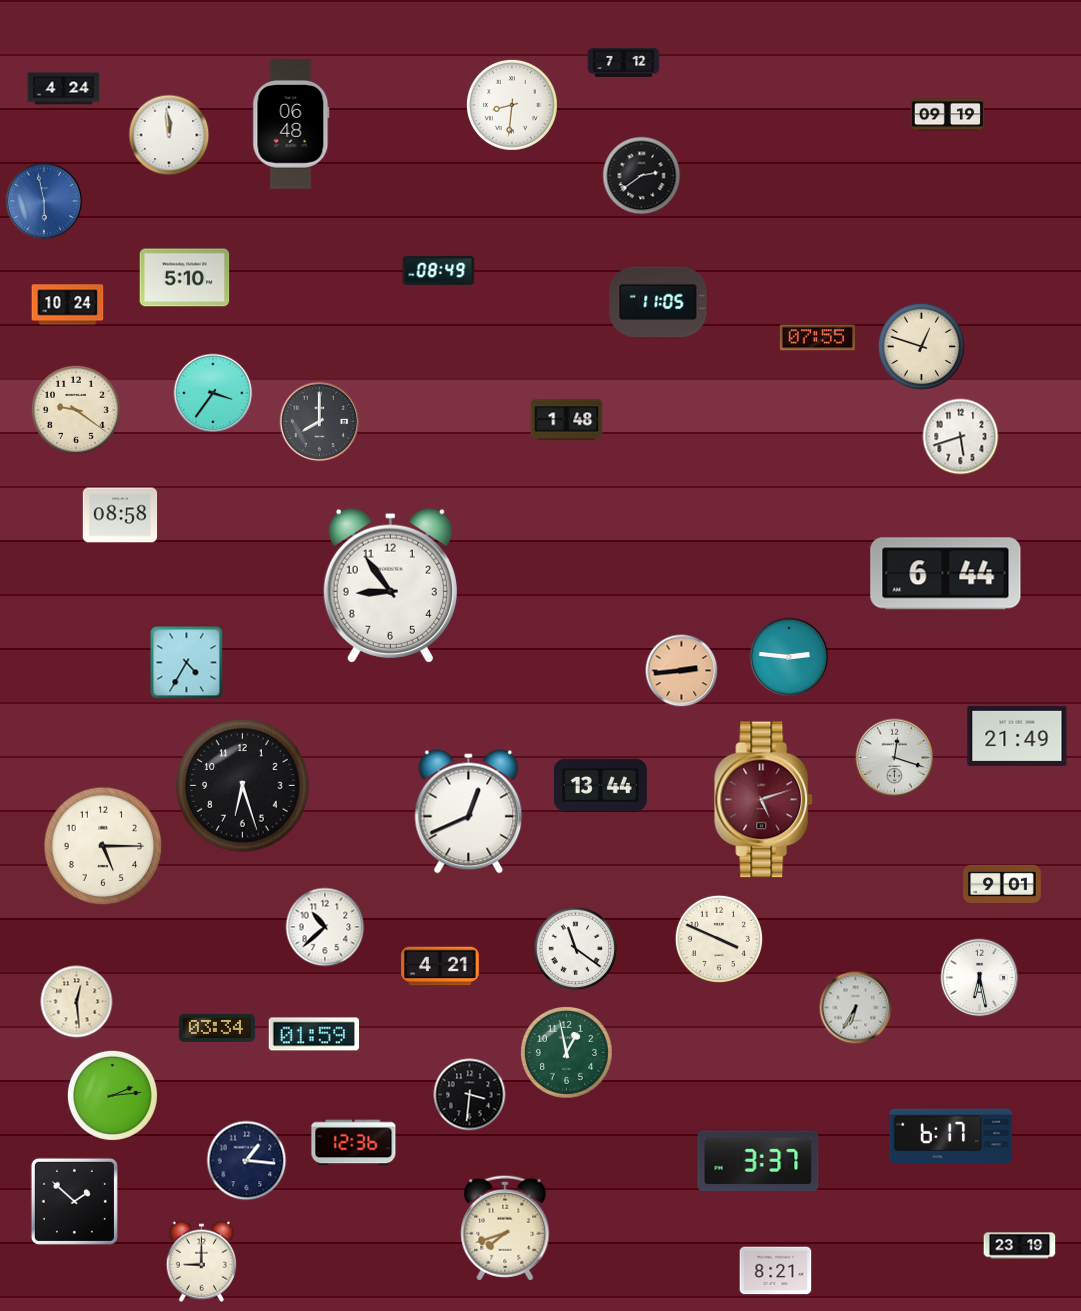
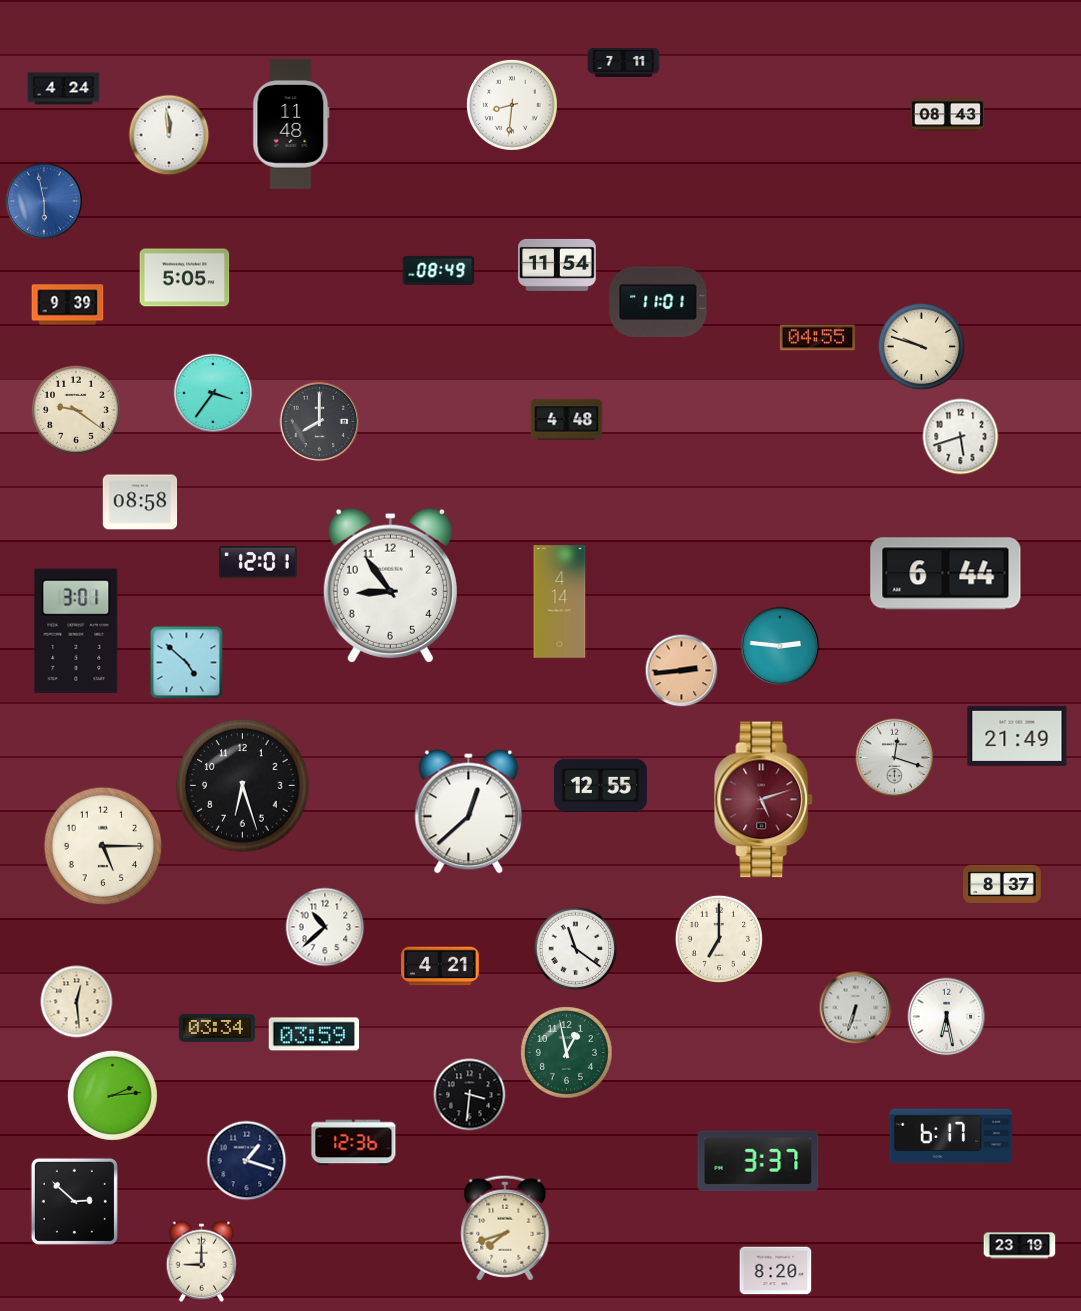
clock at (624, 63): 7:12 -> 7:11
clock at (948, 115): 09:19 -> 08:43
clock at (291, 124): 06:48 -> 11:48
clock at (642, 176): 2:39 -> none
clock at (558, 265): none -> 11:54
clock at (185, 278): 5:10 -> 5:05
clock at (658, 301): 11:05 -> 11:01
clock at (68, 305): 10:24 -> 9:39
clock at (817, 338): 07:55 -> 04:55
clock at (921, 346): 12:48 -> 9:48
clock at (567, 420): 1:48 -> 4:48
clock at (120, 515) position: (120, 515) -> (140, 502)
clock at (258, 562): none -> 12:01
clock at (560, 602): none -> 4:14
clock at (76, 631): none -> 3:01
clock at (789, 657) position: (789, 657) -> (780, 646)
clock at (187, 663): 4:35 -> 4:52
clock at (600, 785): 13:44 -> 12:55
clock at (469, 812): 12:41 -> 12:38
clock at (1002, 884): 9:01 -> 8:37
clock at (719, 939): 3:49 -> 7:00
clock at (980, 978) position: (980, 978) -> (947, 1017)
clock at (856, 1008): 6:35 -> 6:33
clock at (314, 1034): 01:59 -> 03:59
clock at (247, 1161): 1:16 -> 1:18
clock at (74, 1201): 1:52 -> 2:52
clock at (776, 1271): 8:21 -> 8:20
